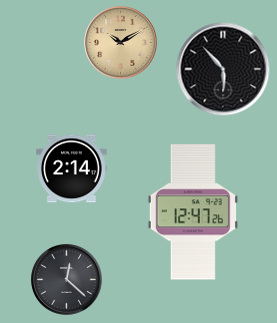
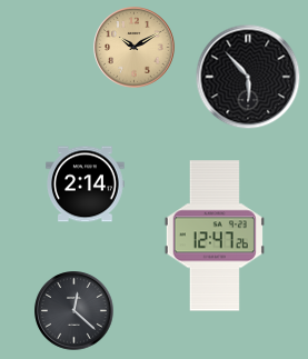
clock at (72, 169) position: (72, 169) -> (86, 185)
